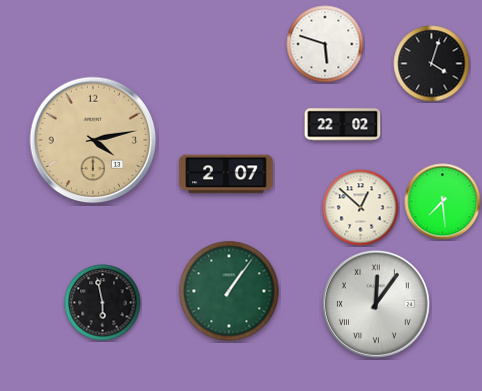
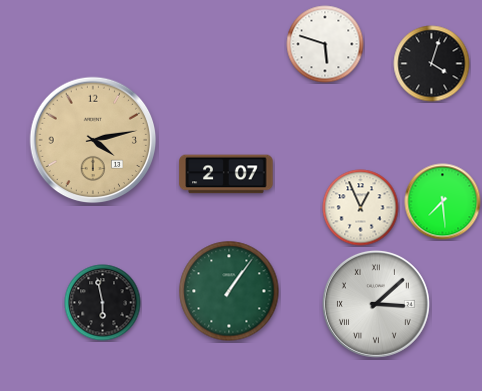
clock at (343, 125): 22:02 -> none
clock at (361, 208): 12:52 -> 12:56
clock at (376, 304): 12:06 -> 3:08
